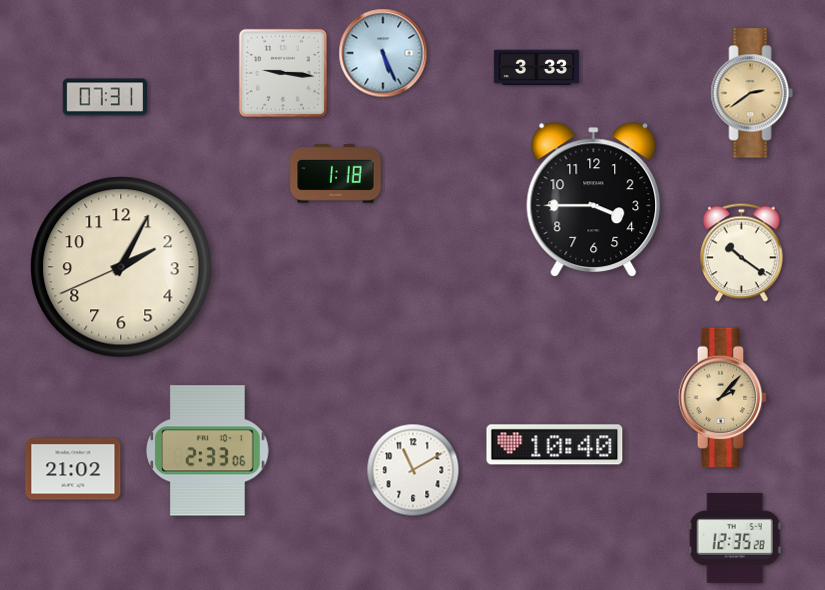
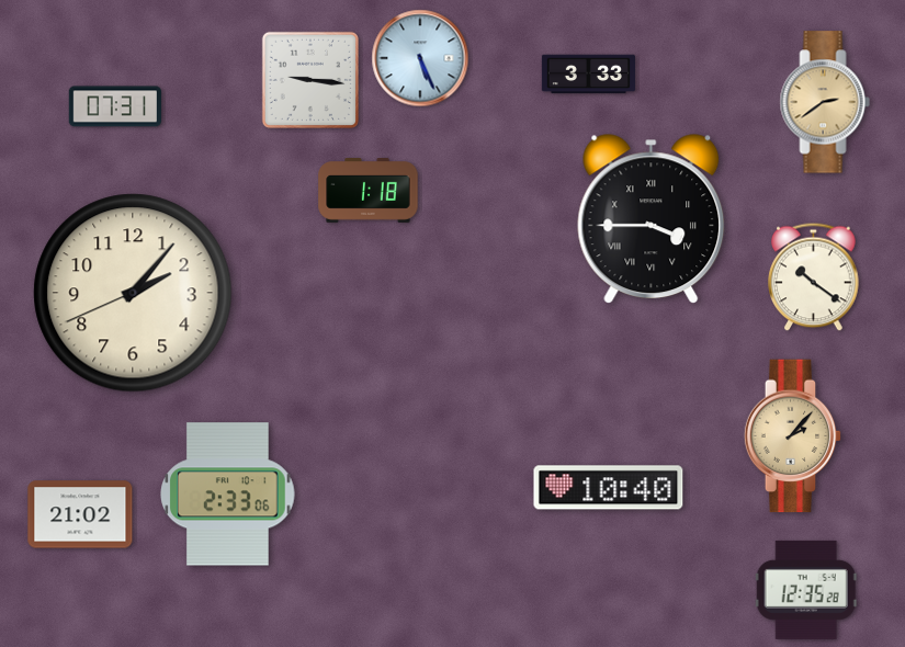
clock at (594, 199) numerals: Arabic -> Roman
clock at (121, 267): 2:04 -> 2:06
clock at (413, 470): 11:10 -> none
